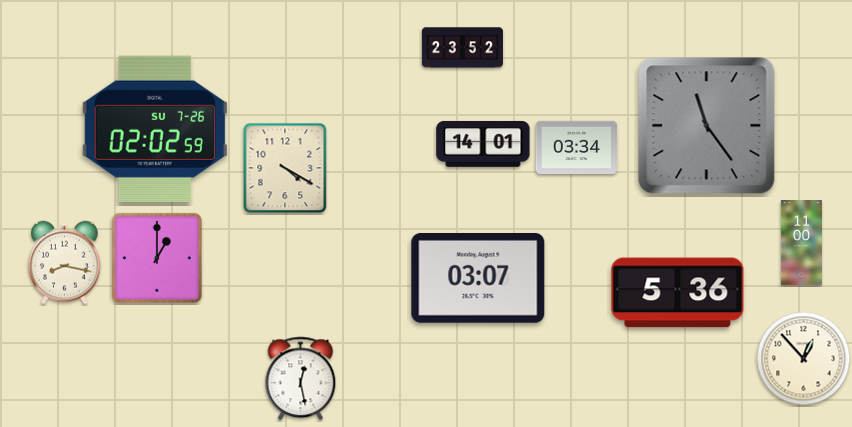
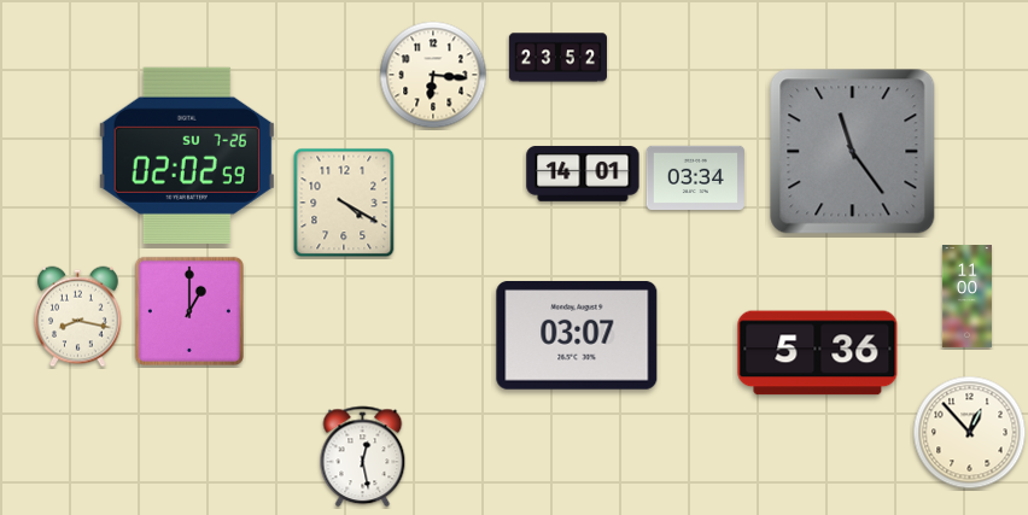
clock at (433, 75): none -> 6:16
clock at (801, 243) position: (801, 243) -> (966, 297)
